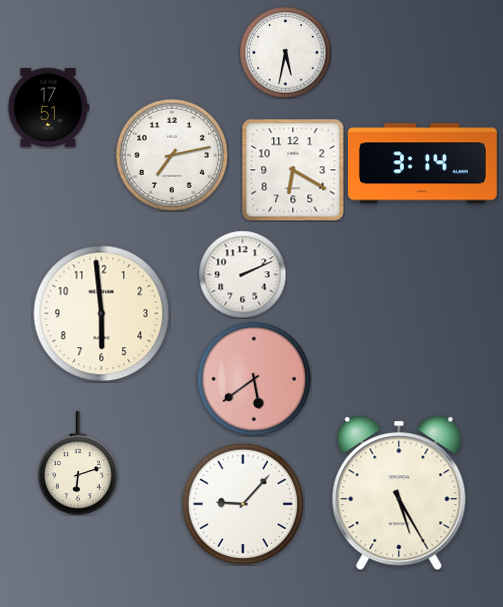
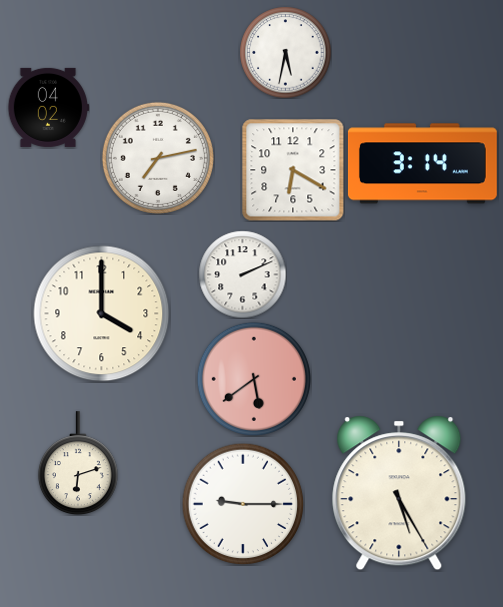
clock at (48, 107): 17:51 -> 04:02
clock at (172, 155) position: (172, 155) -> (158, 158)
clock at (102, 314): 5:59 -> 4:00
clock at (243, 504): 9:07 -> 9:15
